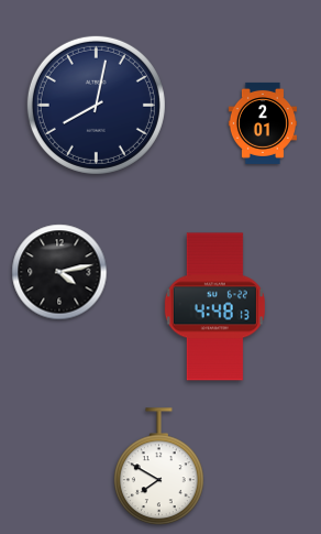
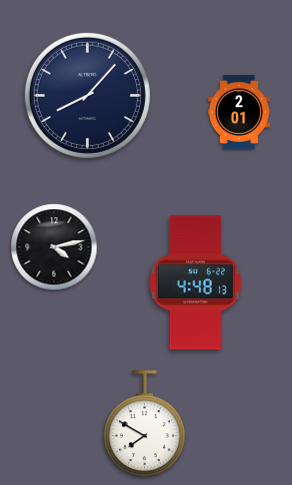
clock at (96, 105): 8:02 -> 8:07
clock at (214, 307) position: (214, 307) -> (195, 283)
